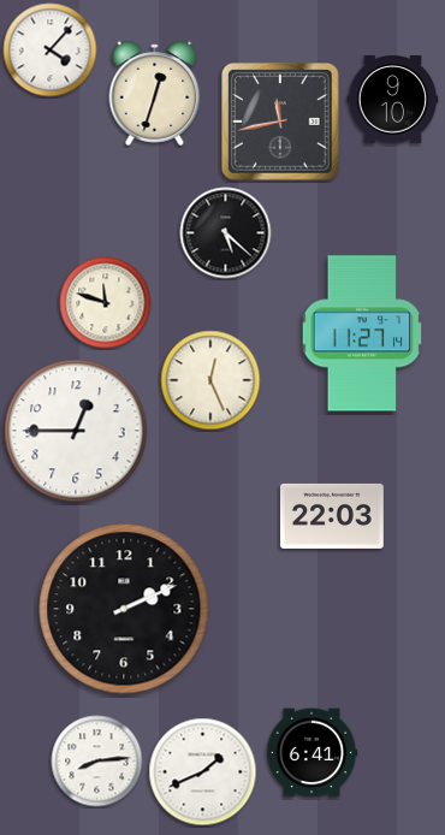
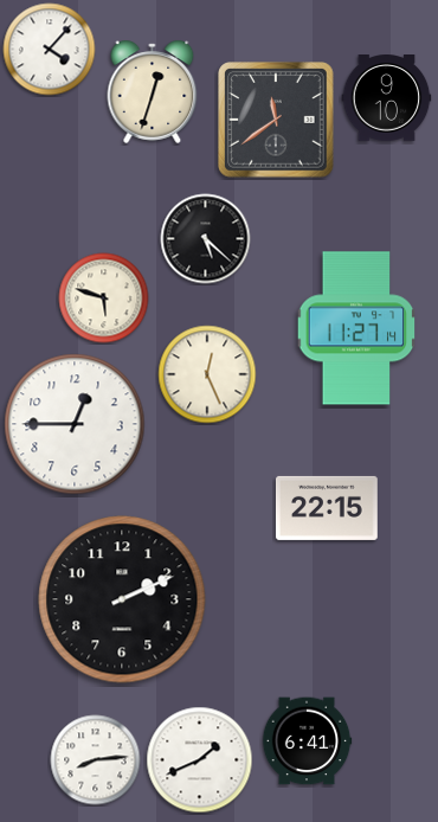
clock at (280, 122): 11:43 -> 11:39
clock at (226, 233) position: (226, 233) -> (206, 239)
clock at (106, 303): 11:48 -> 5:48
clock at (332, 516): 22:03 -> 22:15
clock at (97, 762) position: (97, 762) -> (96, 760)
